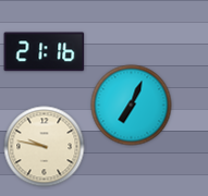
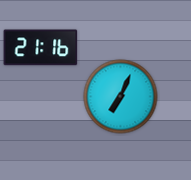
clock at (45, 147): 9:47 -> none
